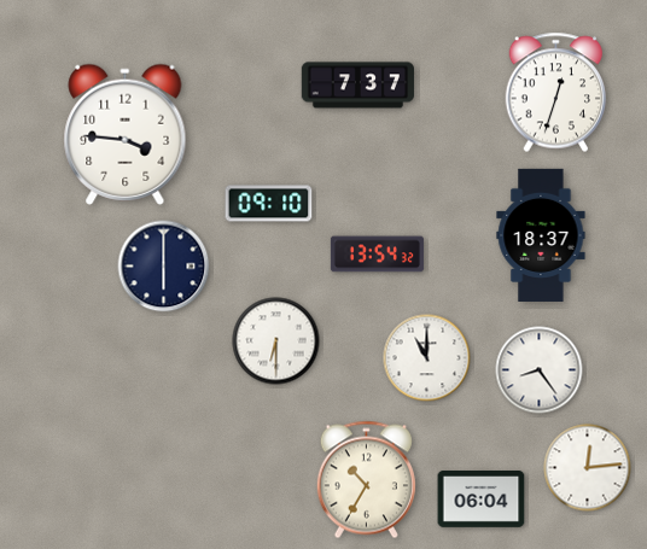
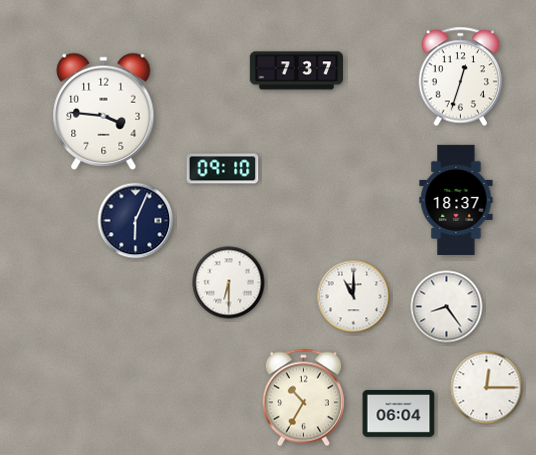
clock at (541, 235) position: (541, 235) -> (456, 200)
clock at (377, 255): 13:54 -> none
clock at (164, 267): 6:00 -> 6:04
clock at (588, 468): 12:14 -> 12:15
